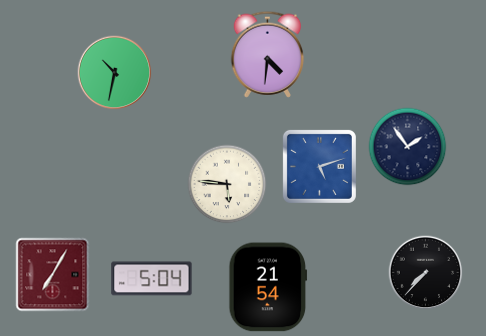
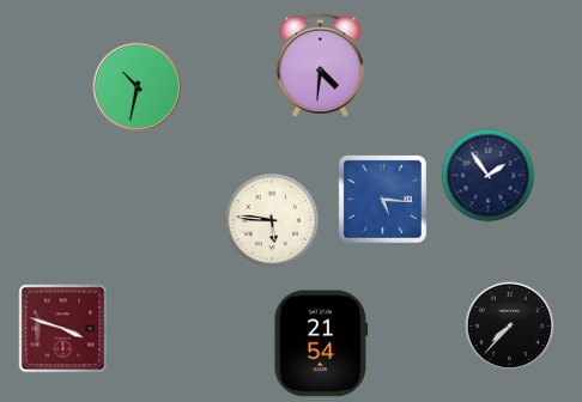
clock at (319, 166): 5:12 -> 5:16
clock at (53, 275): 7:05 -> 3:48
clock at (152, 279): 5:04 -> none
